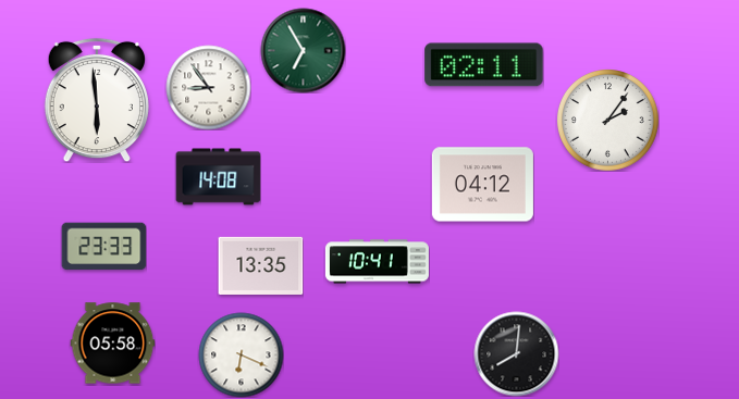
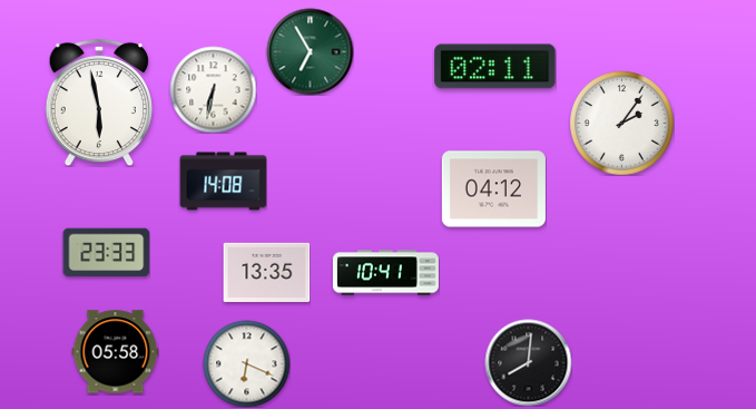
clock at (208, 87): 8:54 -> 6:32
clock at (97, 100): 5:59 -> 5:58
clock at (377, 262) position: (377, 262) -> (385, 273)
